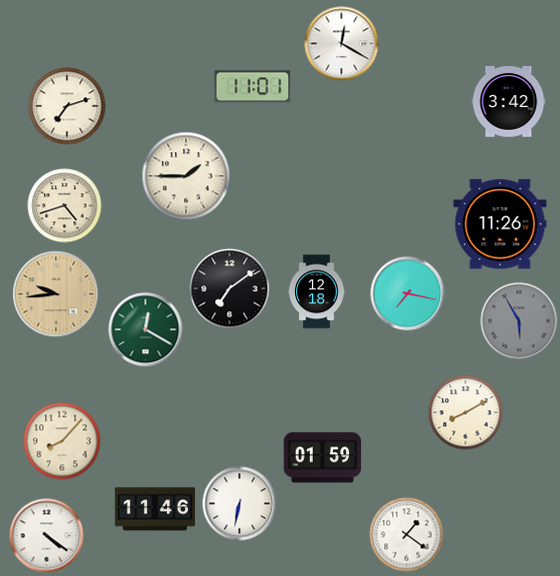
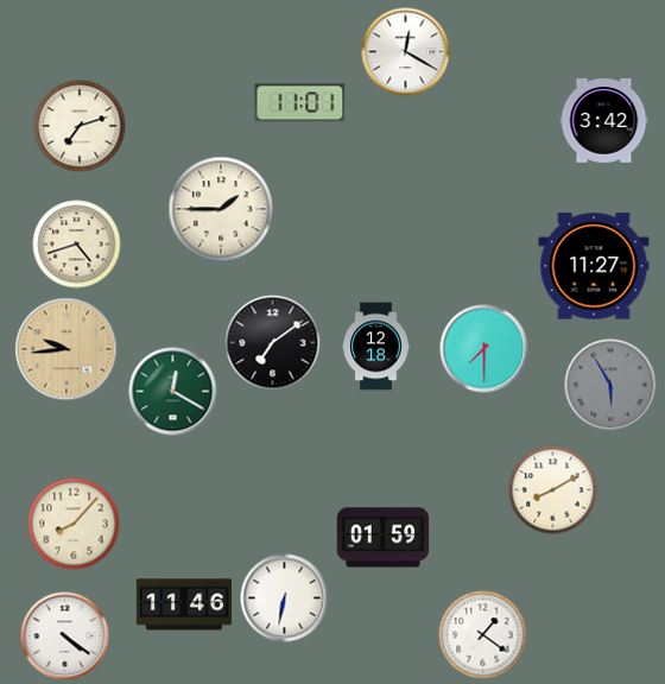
clock at (500, 224): 11:26 -> 11:27
clock at (408, 294): 7:17 -> 7:30
clock at (519, 321) position: (519, 321) -> (610, 385)
clock at (323, 458) position: (323, 458) -> (384, 538)
clock at (47, 536) position: (47, 536) -> (65, 636)
